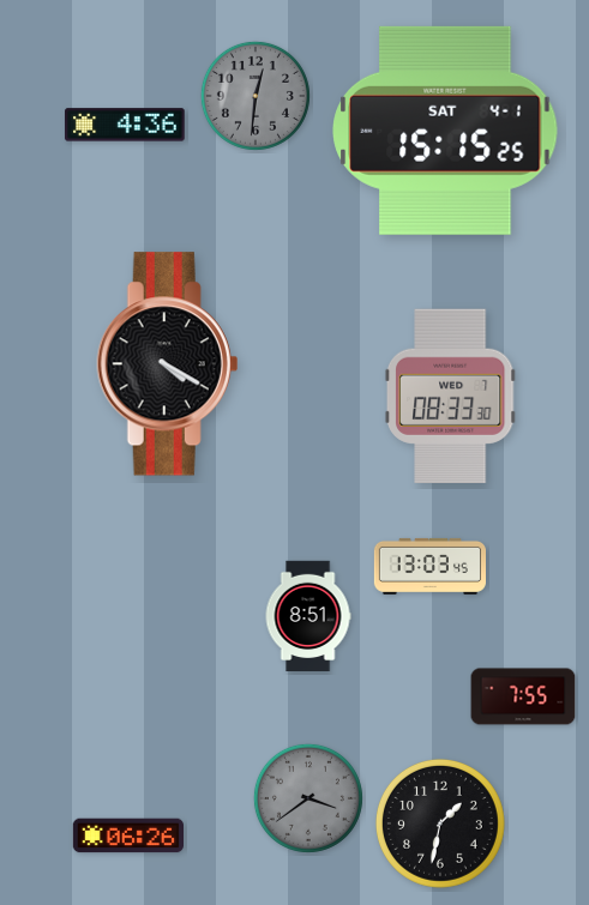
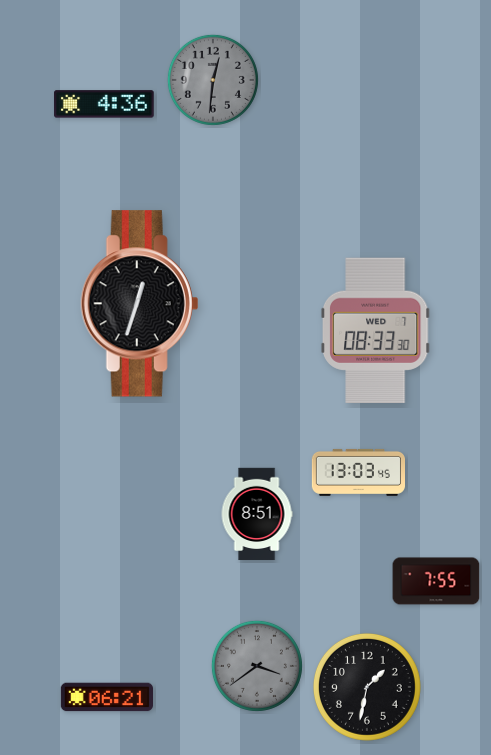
clock at (445, 131): 15:15 -> none
clock at (168, 364): 4:20 -> 12:33
clock at (127, 835): 06:26 -> 06:21
